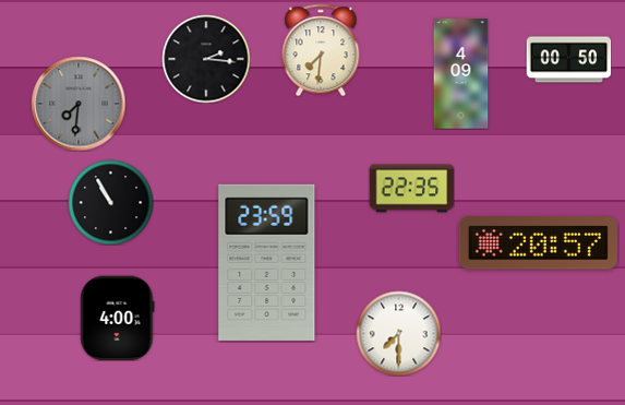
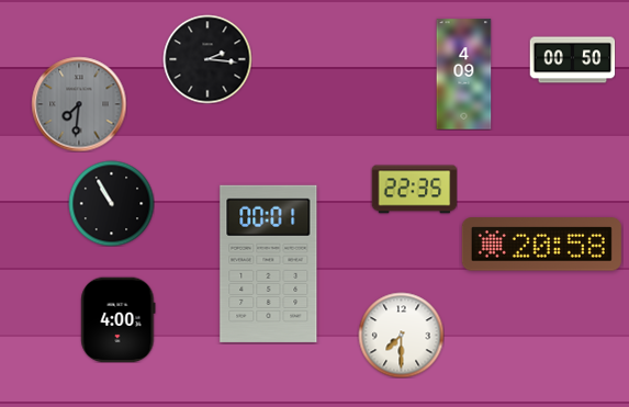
clock at (321, 50): 7:31 -> none
clock at (538, 243): 20:57 -> 20:58
clock at (267, 262): 23:59 -> 00:01
